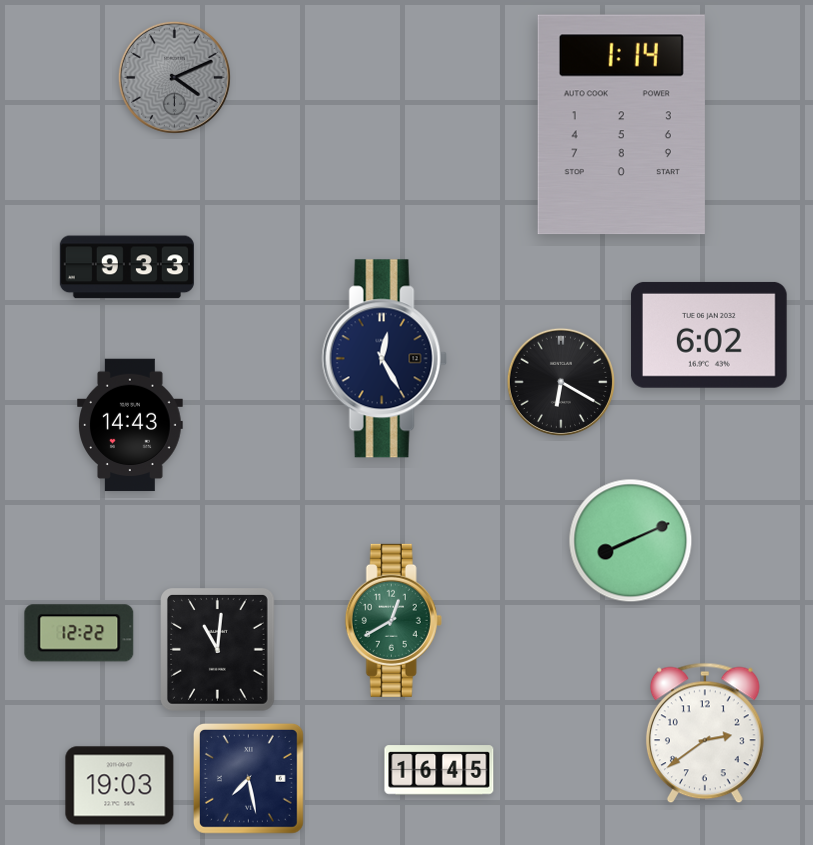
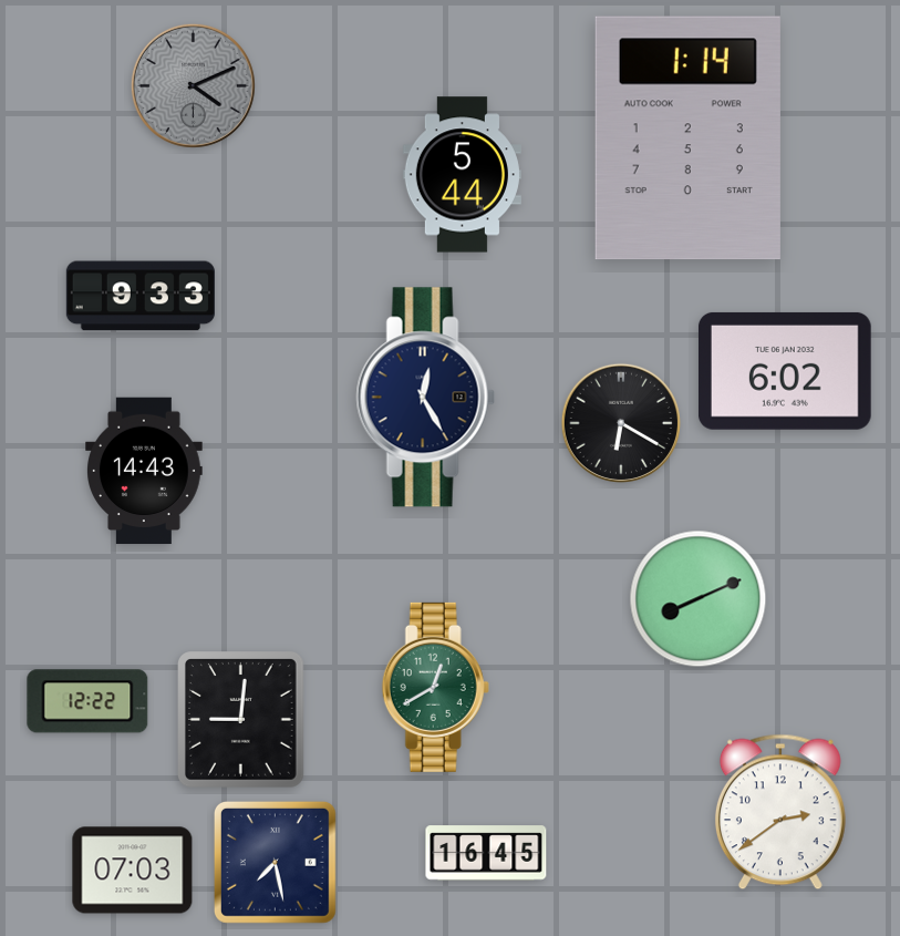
clock at (462, 175): none -> 5:44
clock at (218, 650): 11:01 -> 9:01
clock at (120, 786): 19:03 -> 07:03
